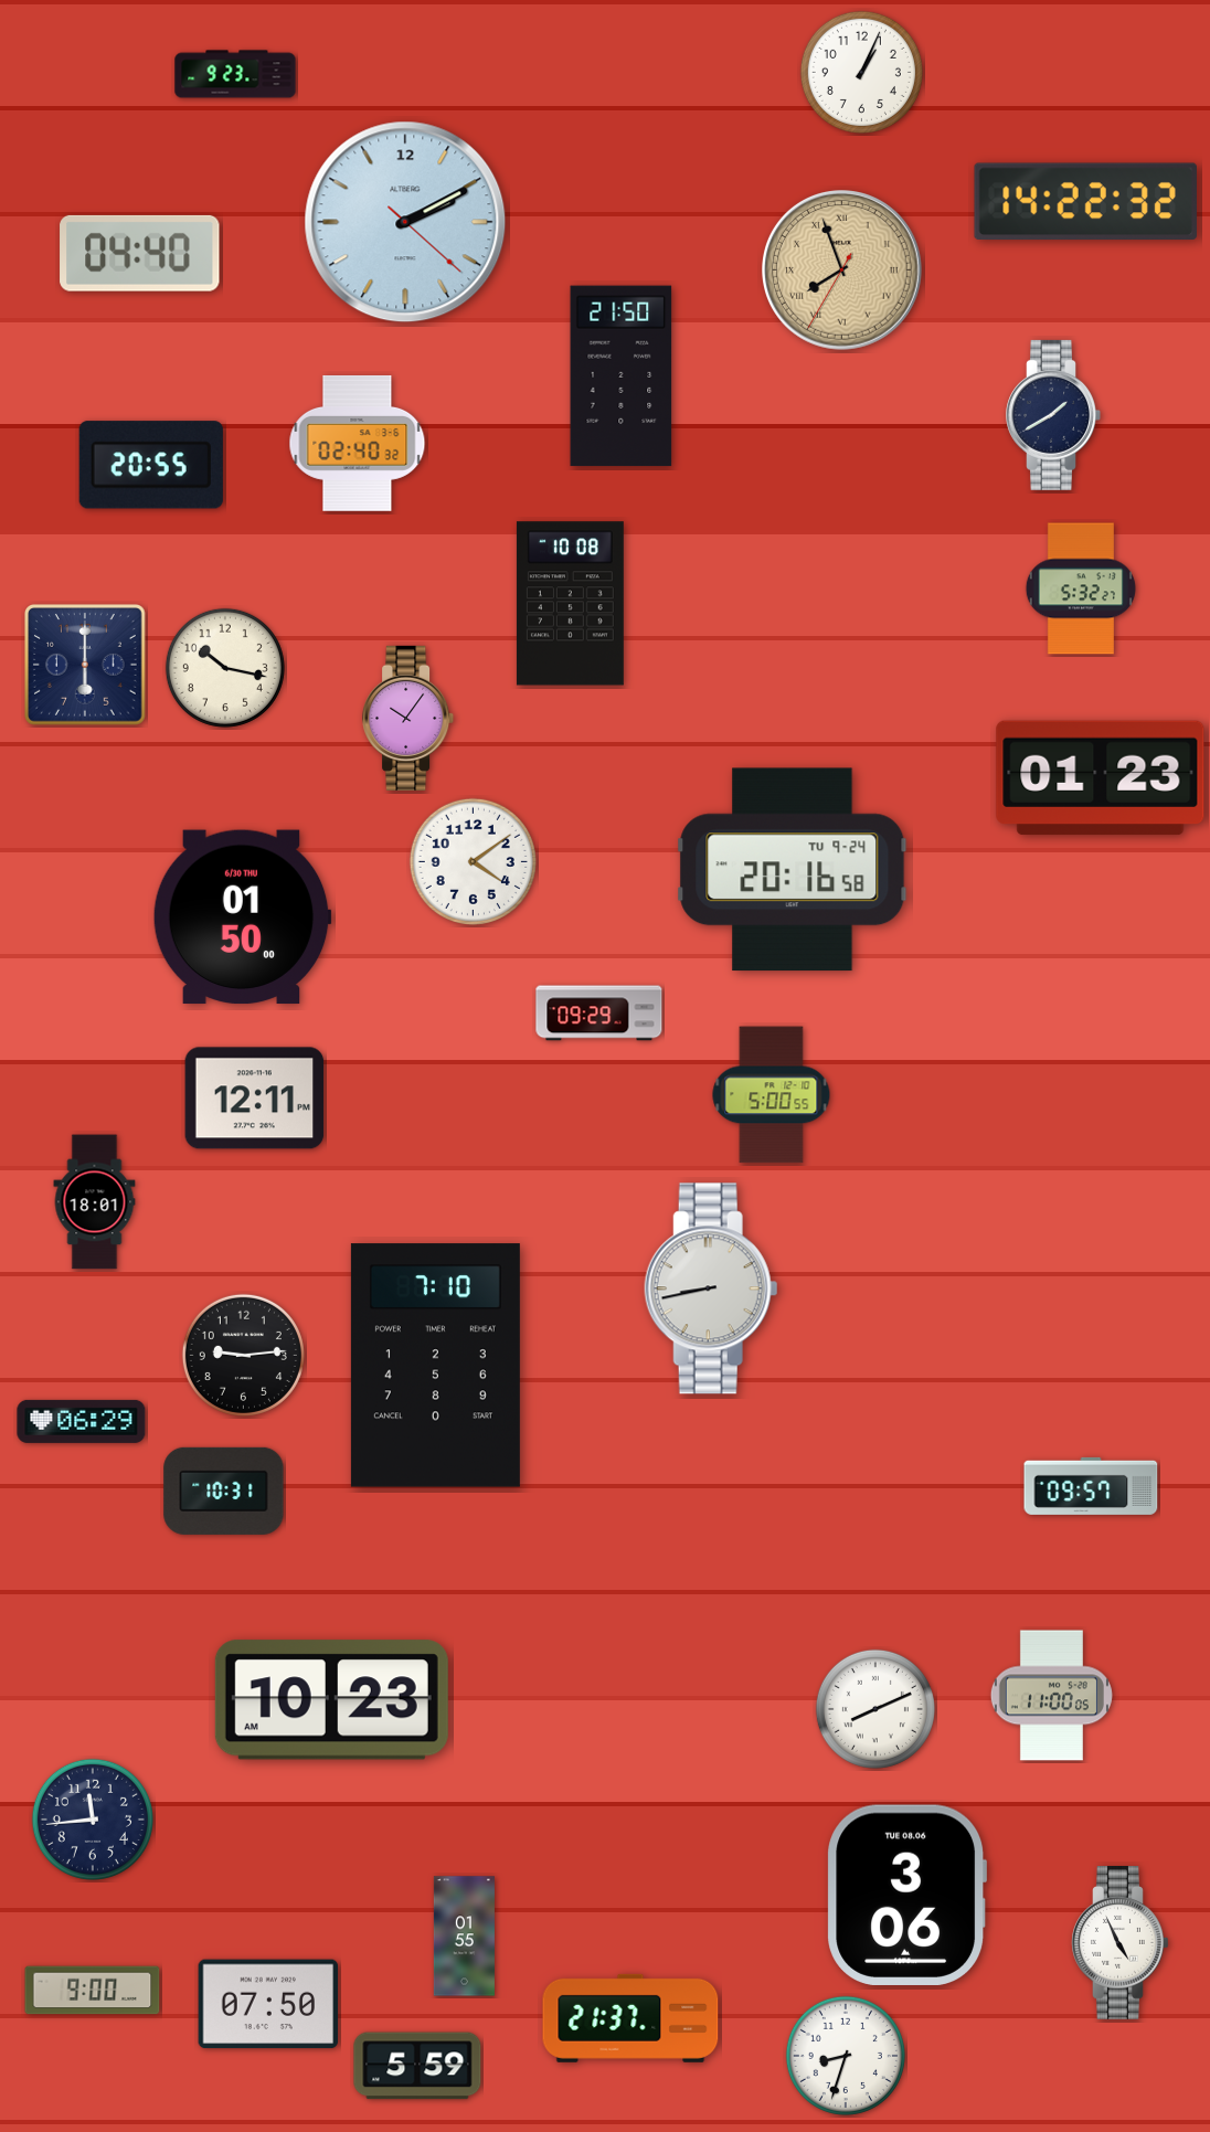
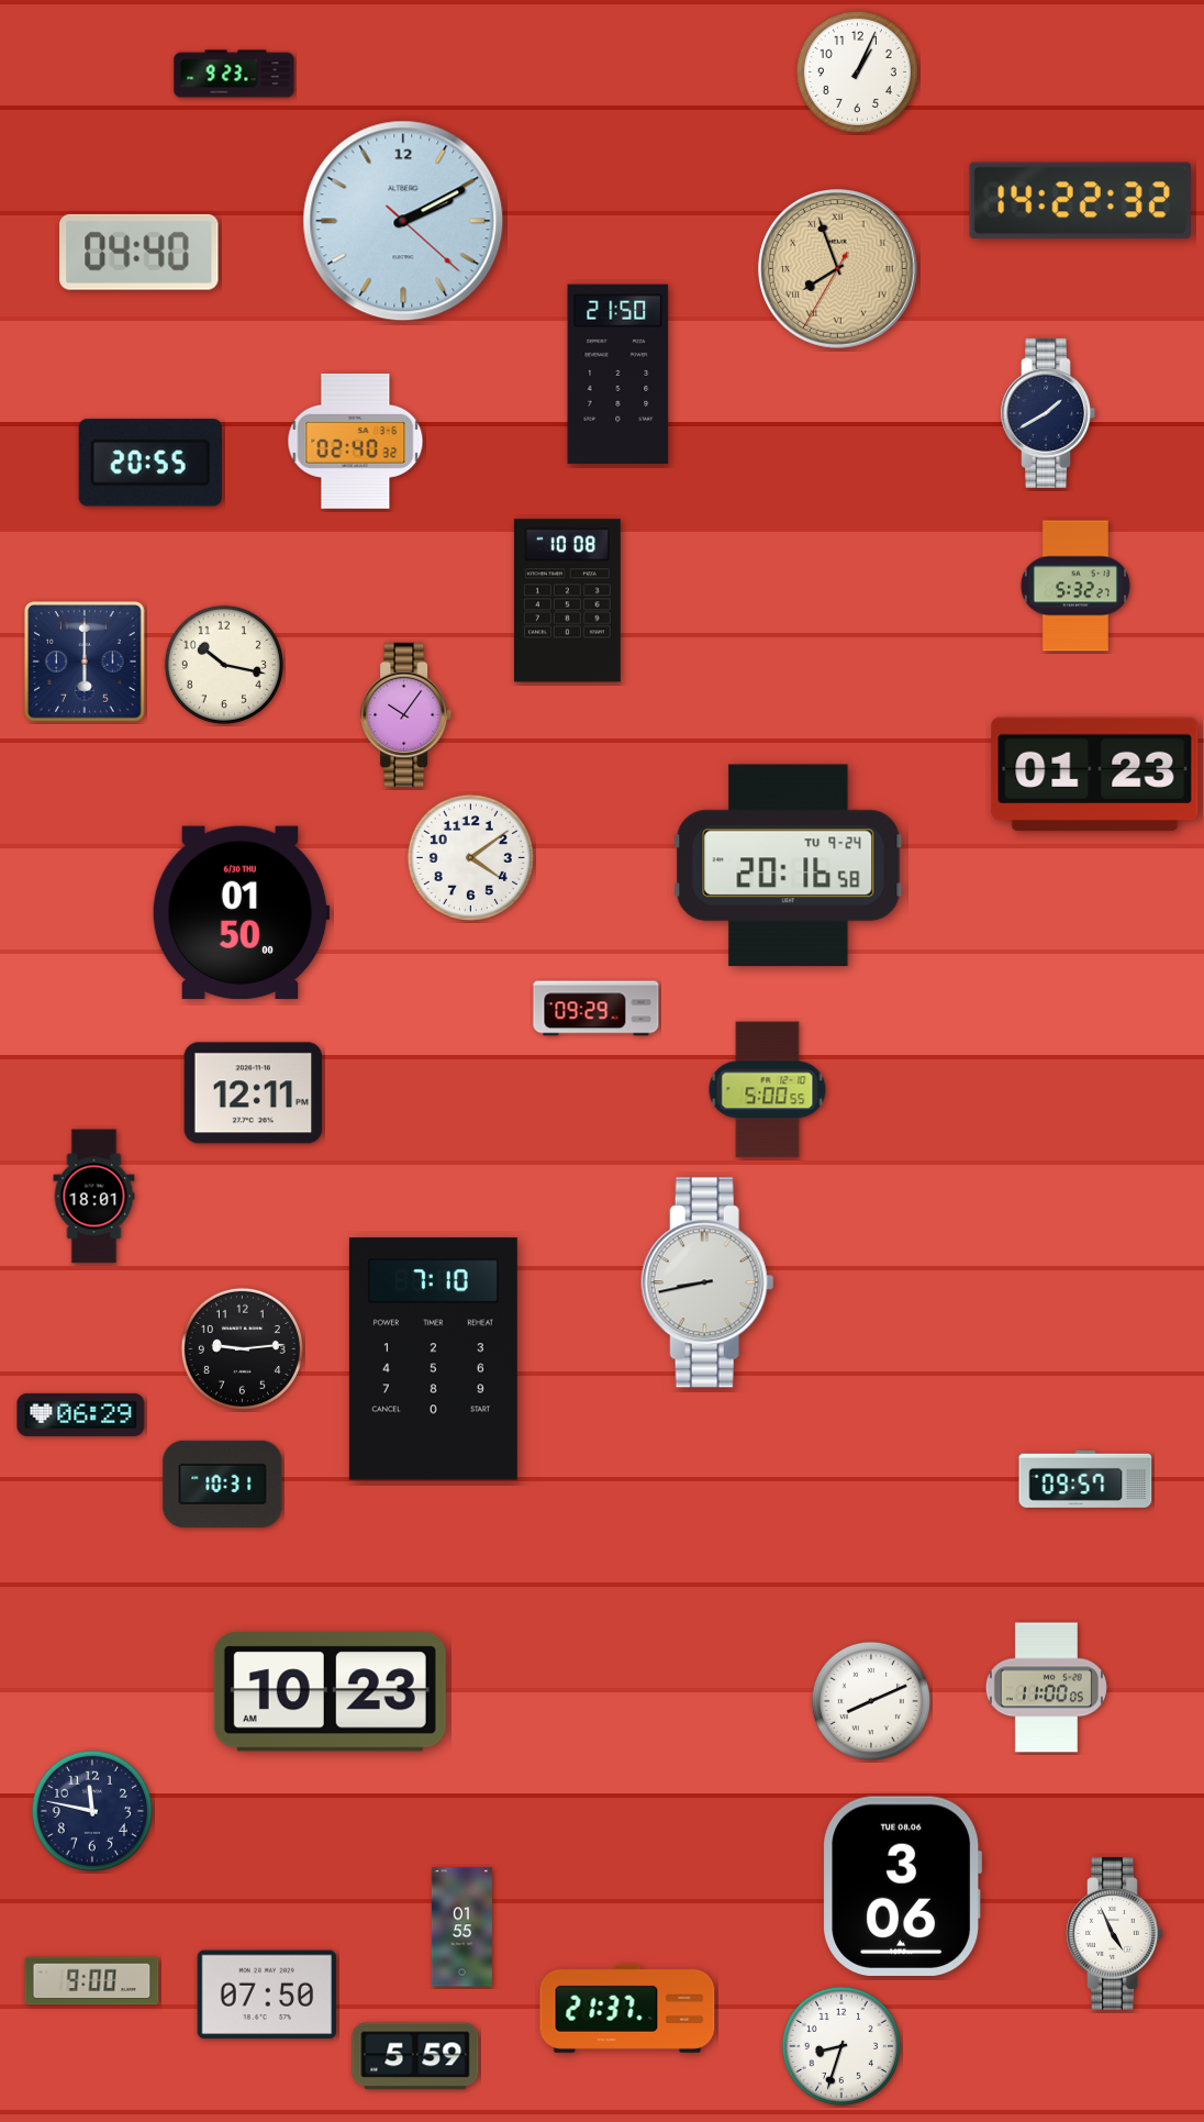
clock at (93, 1820): 11:44 -> 11:47
